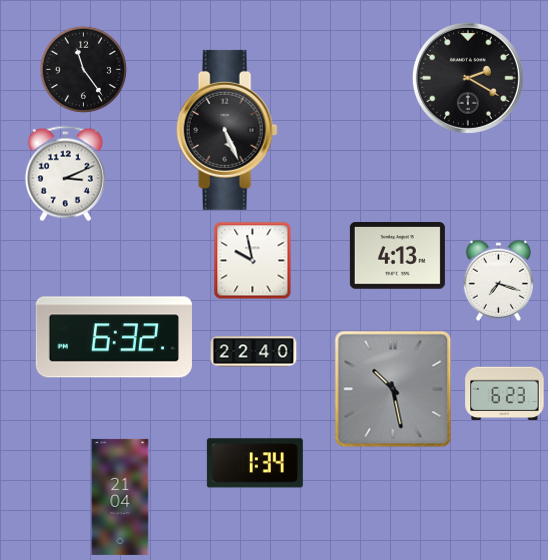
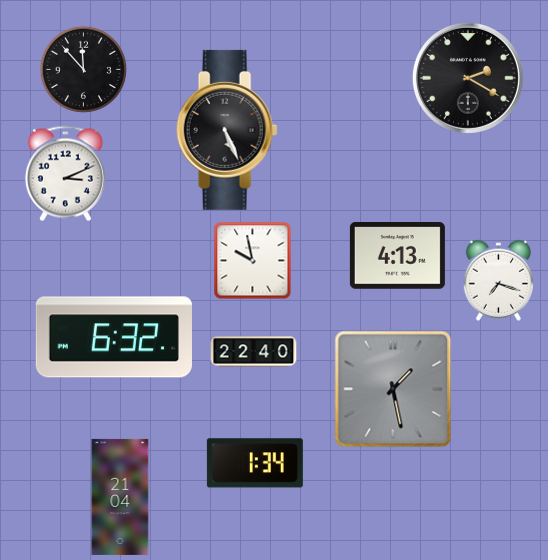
clock at (83, 69): 11:24 -> 11:53
clock at (393, 389): 10:28 -> 1:28
clock at (505, 394): 6:23 -> none
